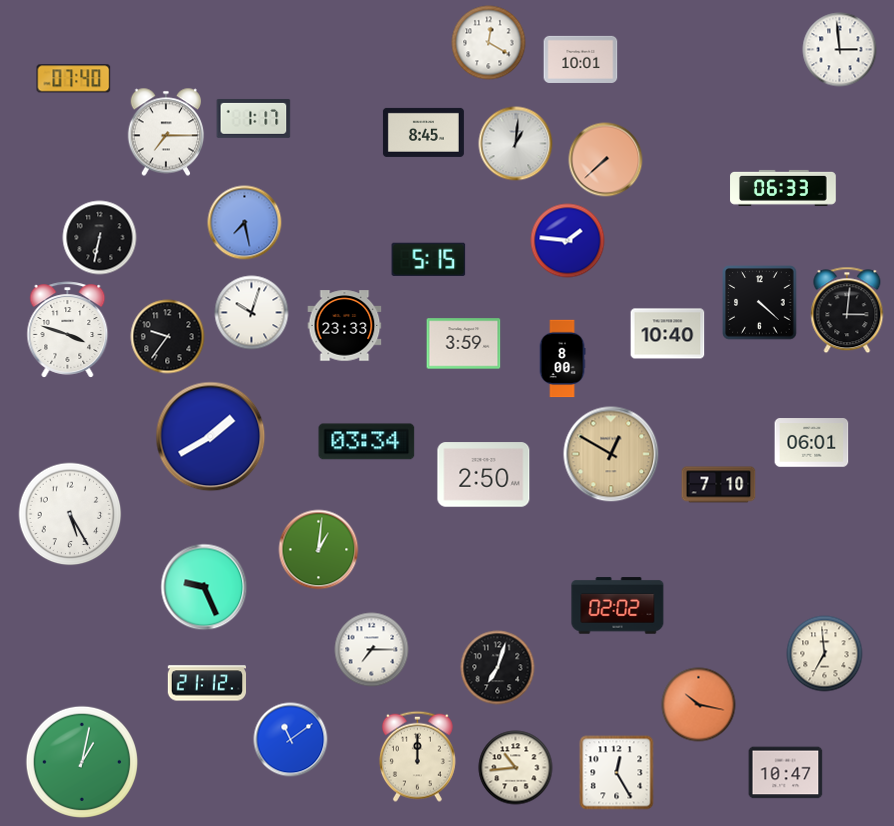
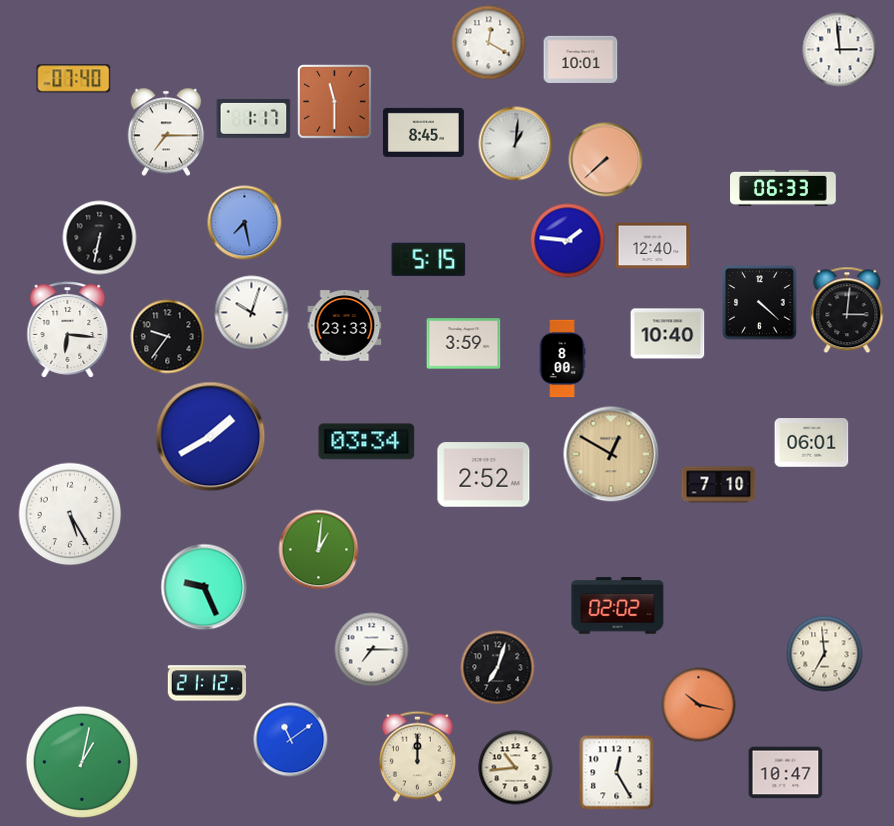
clock at (335, 102): none -> 11:30
clock at (653, 246): none -> 12:40
clock at (68, 330): 3:48 -> 6:16
clock at (484, 475): 2:50 -> 2:52
